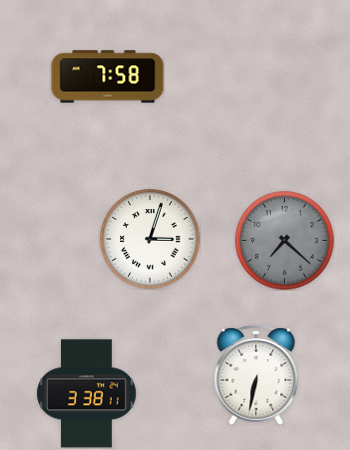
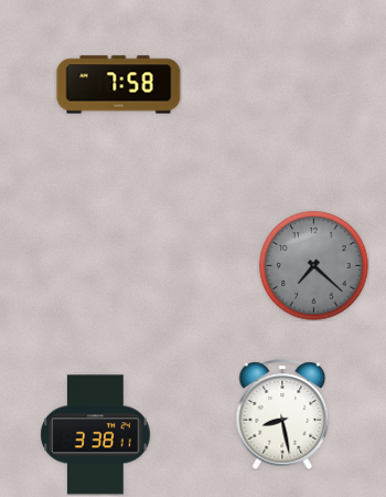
clock at (150, 239): 3:03 -> none
clock at (256, 375): 6:32 -> 8:28
